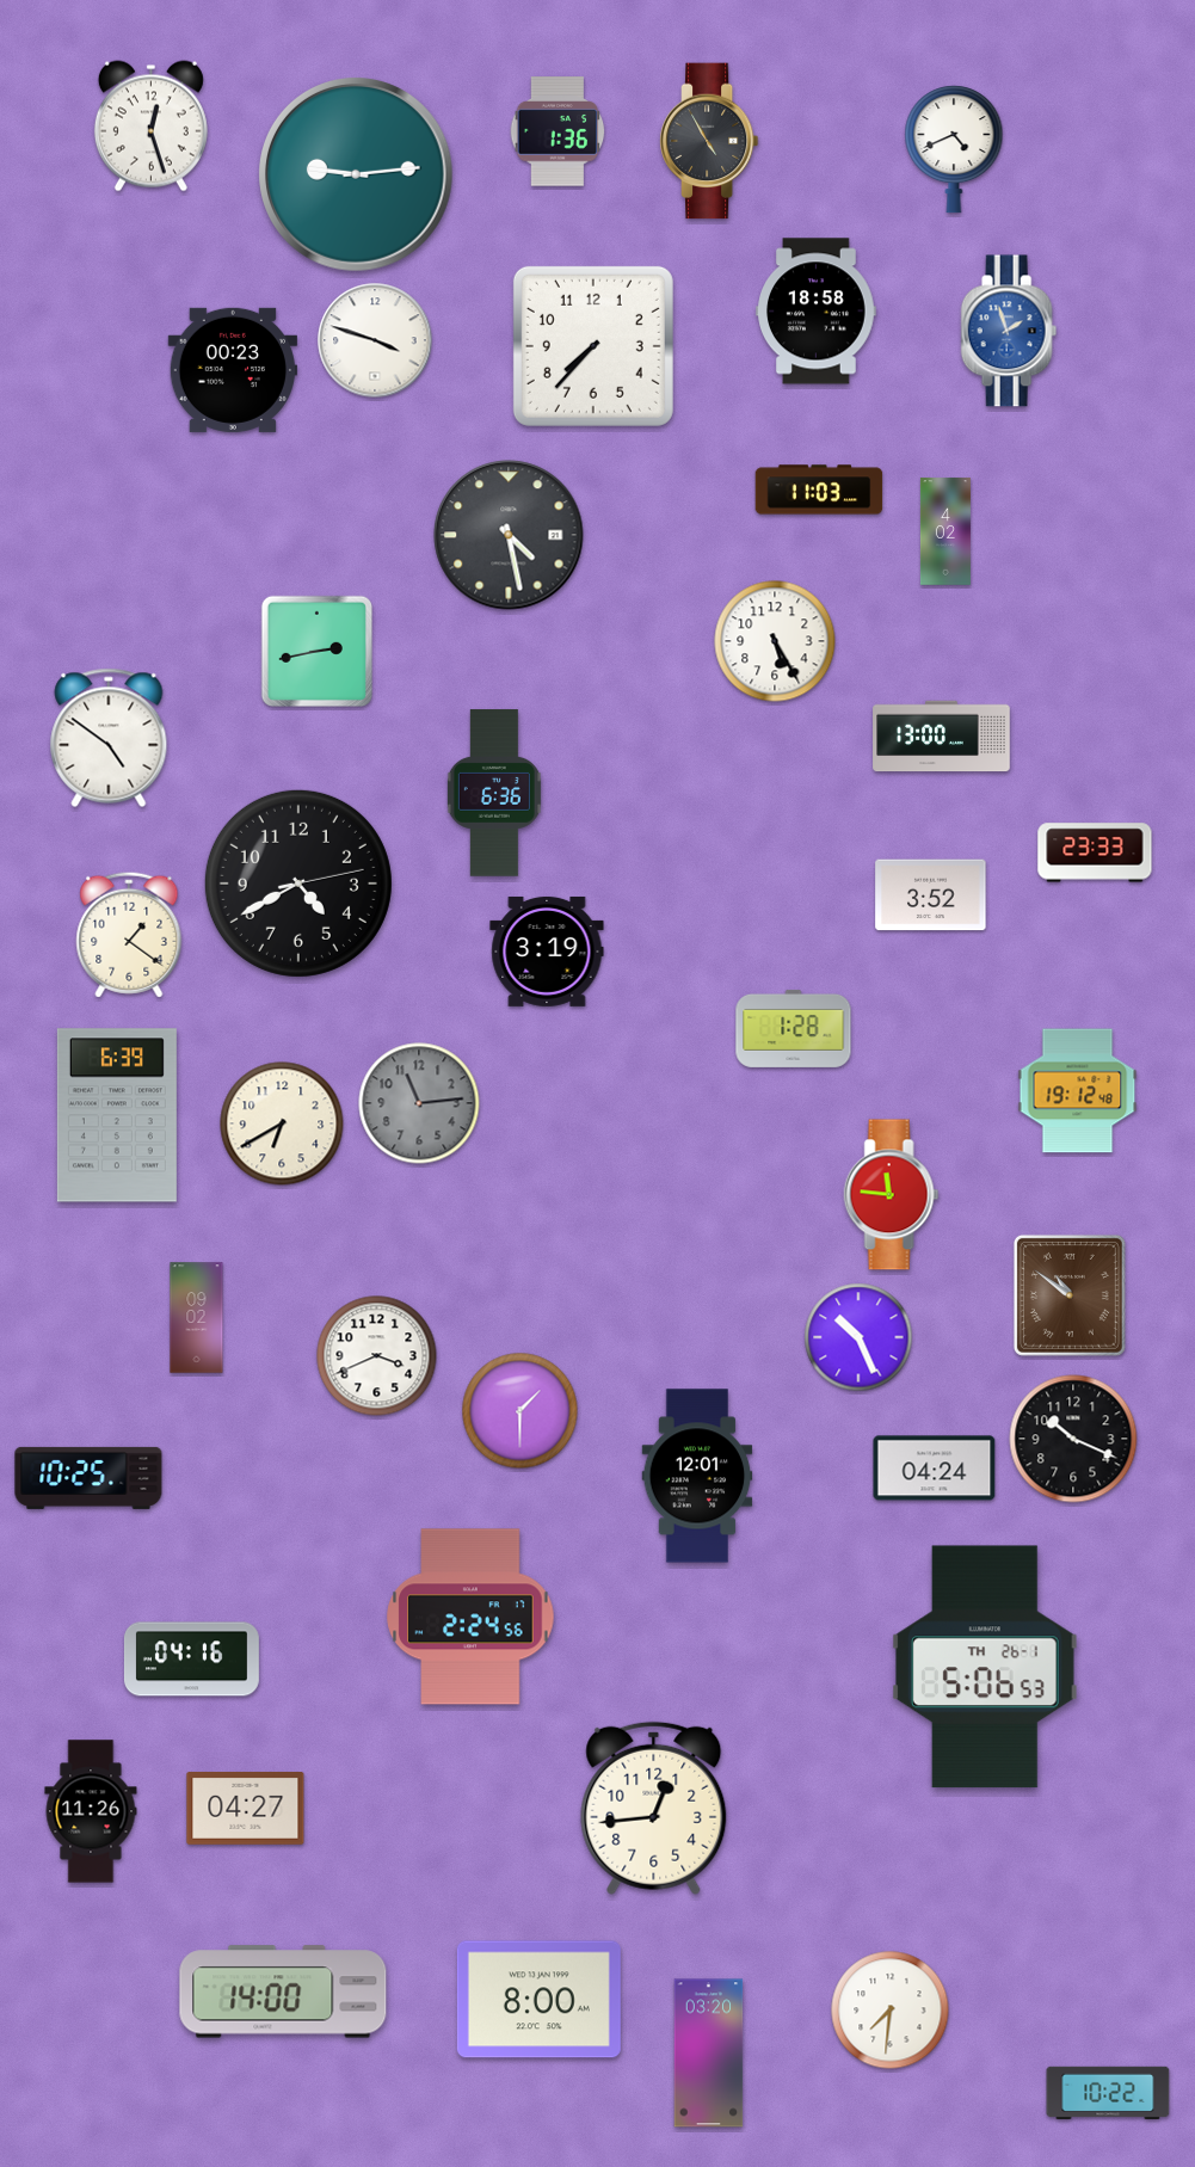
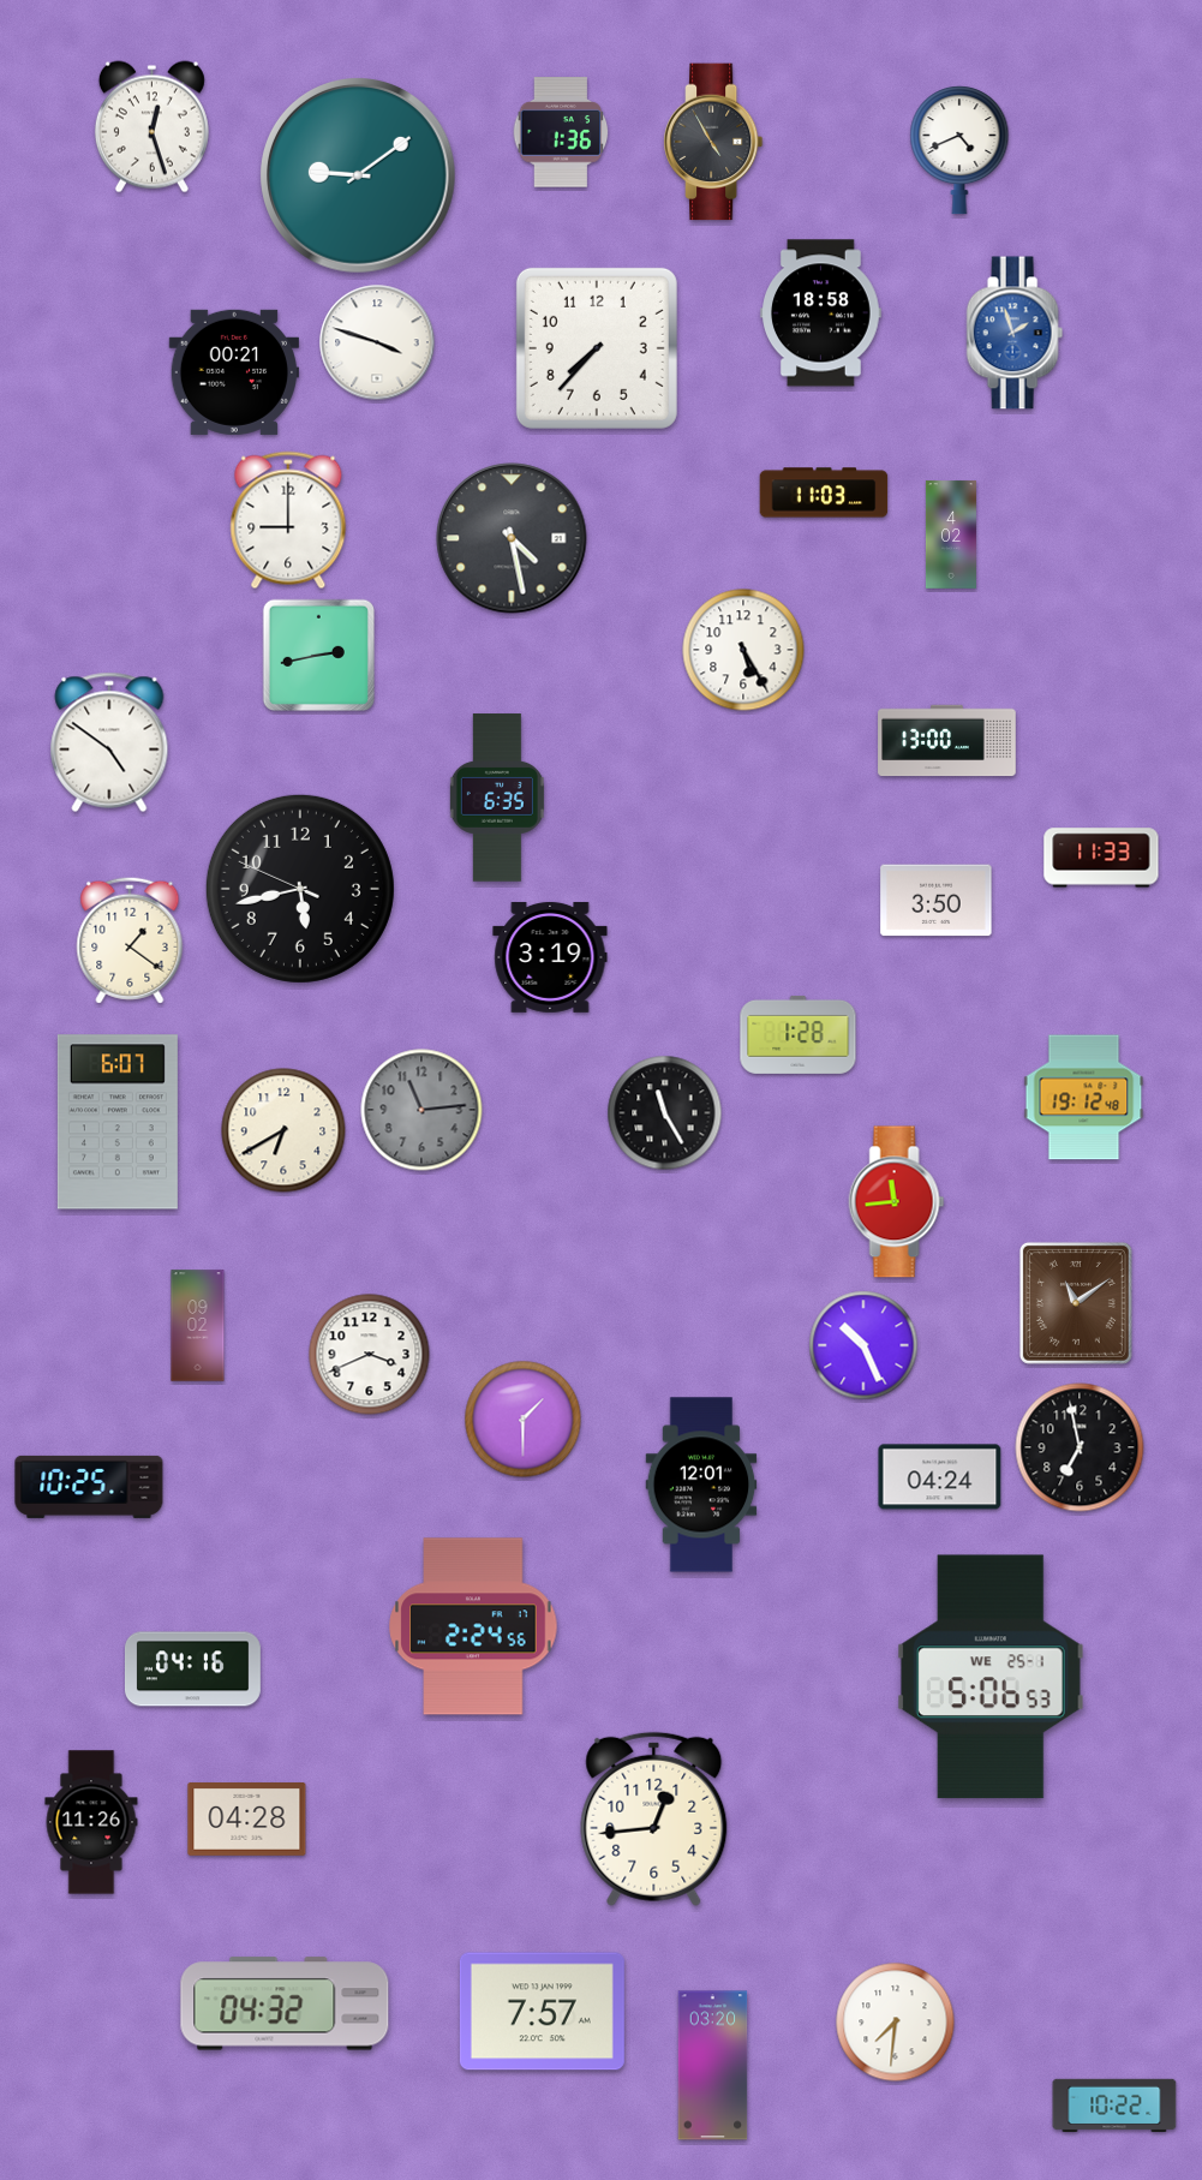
clock at (357, 176): 9:14 -> 9:09
clock at (232, 370): 00:23 -> 00:21
clock at (288, 520): none -> 9:00
clock at (775, 641) position: (775, 641) -> (743, 650)
clock at (494, 793): 6:36 -> 6:35
clock at (1095, 852): 23:33 -> 11:33
clock at (298, 884): 4:40 -> 5:42
clock at (931, 895): 3:52 -> 3:50
clock at (665, 1113): none -> 11:25
clock at (117, 1115): 6:39 -> 6:07
clock at (892, 1195): 11:46 -> 11:44
clock at (1070, 1295): 10:51 -> 11:09
clock at (377, 1356) position: (377, 1356) -> (370, 1355)
clock at (1073, 1439): 10:19 -> 6:58
clock at (985, 1667) date: TH 26-1 -> WE 25-1
clock at (654, 1808) position: (654, 1808) -> (654, 1818)
clock at (246, 1809): 04:27 -> 04:28
clock at (283, 1991): 14:00 -> 04:32
clock at (538, 2000): 8:00 -> 7:57
